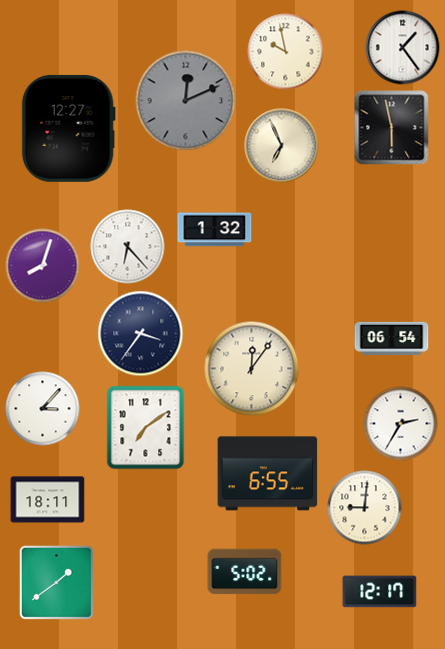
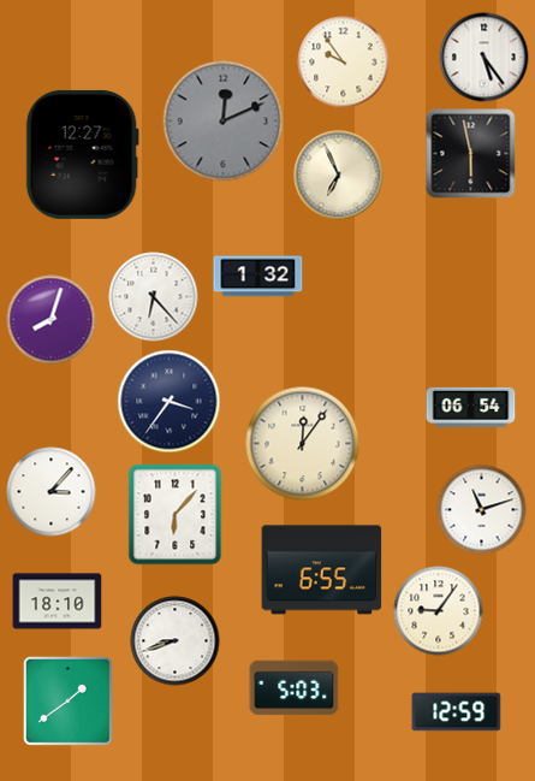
clock at (403, 48): 1:24 -> 5:24
clock at (286, 52): 9:58 -> 9:54
clock at (401, 424): 2:35 -> 11:12
clock at (146, 428): 7:09 -> 6:07
clock at (48, 500): 18:11 -> 18:10
clock at (365, 508): 9:01 -> 9:06
clock at (176, 641): none -> 8:42
clock at (245, 572): 5:02 -> 5:03
clock at (380, 592): 12:17 -> 12:59
